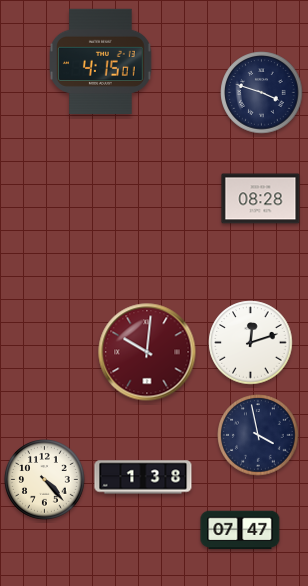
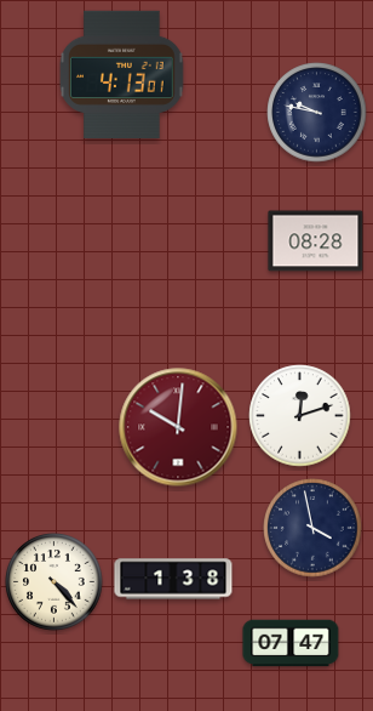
clock at (101, 61): 4:15 -> 4:13
clock at (262, 93): 3:48 -> 9:47
clock at (251, 343) position: (251, 343) -> (300, 416)
